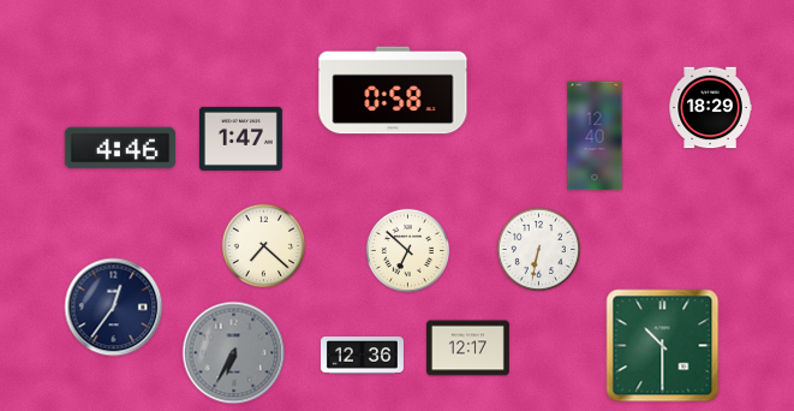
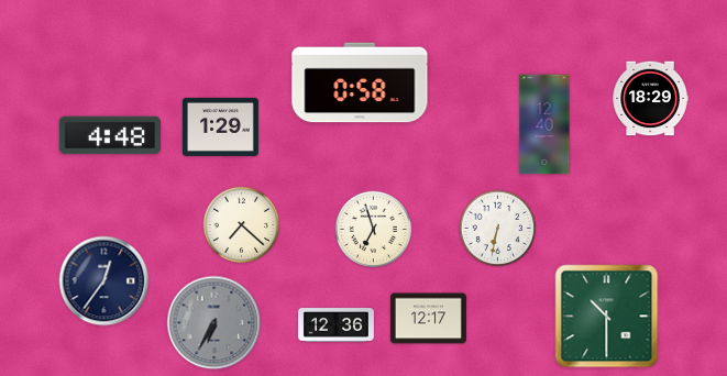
clock at (240, 138): 1:47 -> 1:29
clock at (119, 148): 4:46 -> 4:48
clock at (539, 250) position: (539, 250) -> (498, 229)
clock at (408, 251): 6:52 -> 6:57
clock at (362, 356) position: (362, 356) -> (335, 325)
